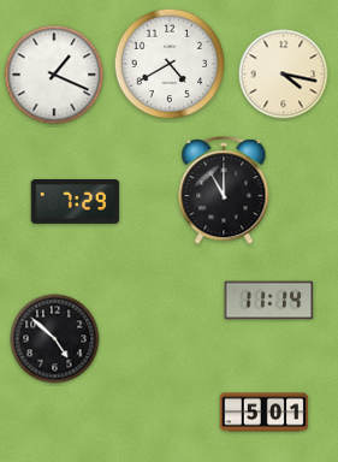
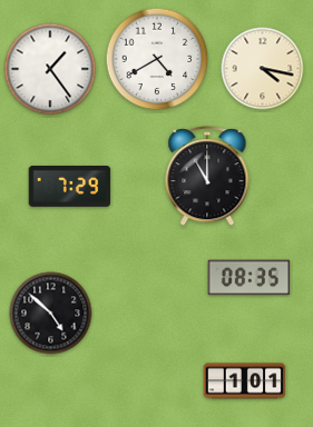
clock at (54, 75): 1:19 -> 1:24
clock at (269, 301): 11:14 -> 08:35
clock at (265, 413): 5:01 -> 1:01
